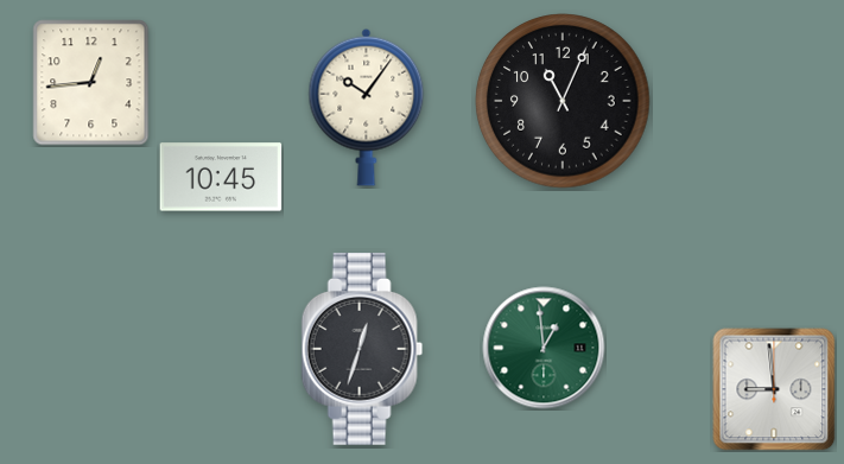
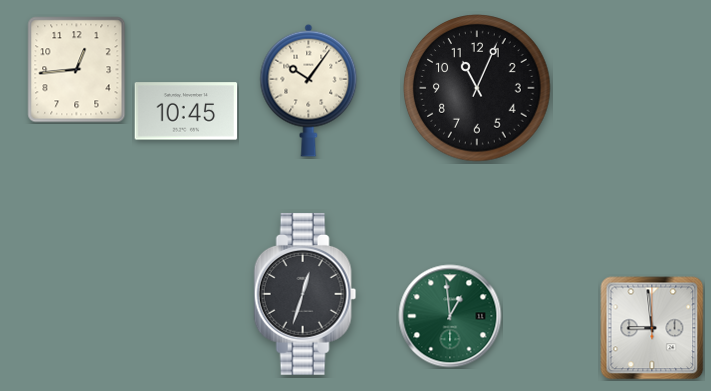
clock at (563, 101) position: (563, 101) -> (477, 88)
clock at (221, 177) position: (221, 177) -> (186, 111)
clock at (544, 348) position: (544, 348) -> (450, 316)
